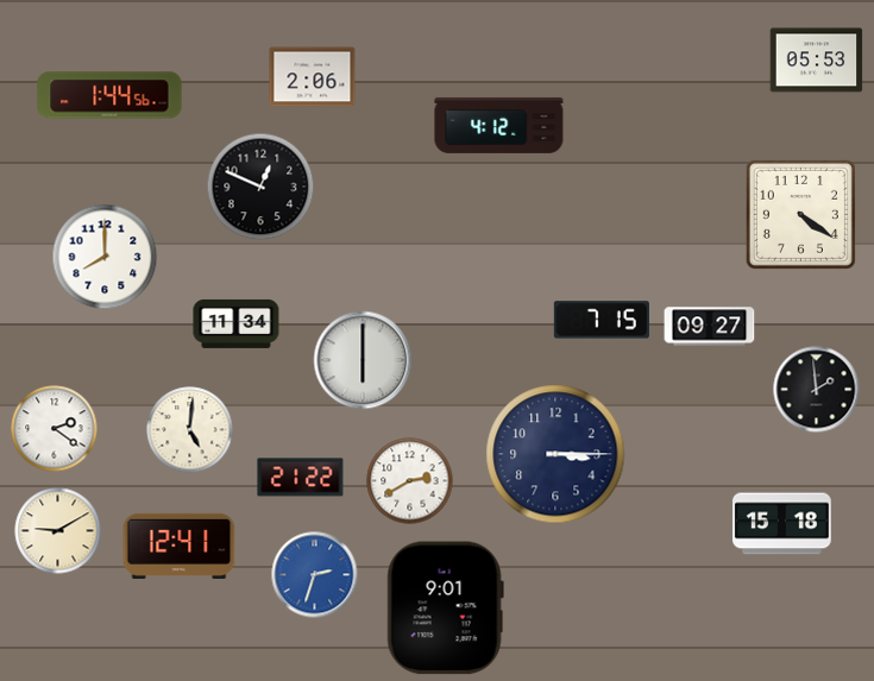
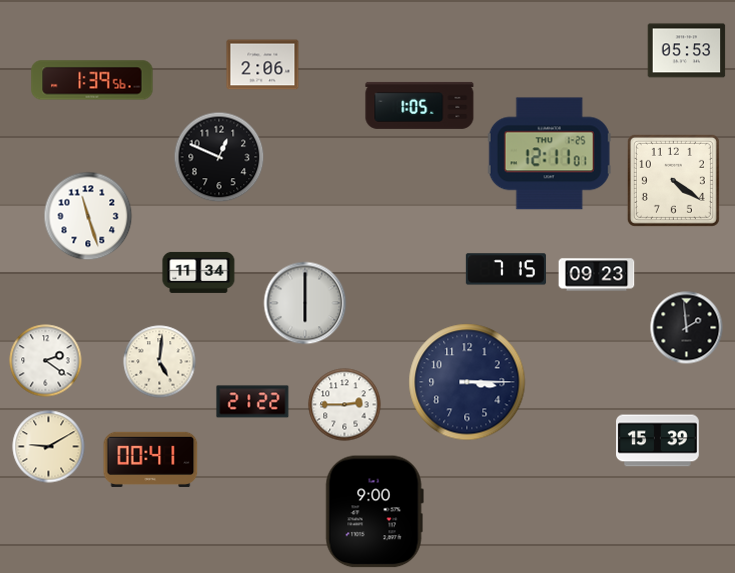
clock at (109, 95): 1:44 -> 1:39
clock at (499, 125): 4:12 -> 1:05
clock at (549, 154): none -> 12:11
clock at (105, 257): 8:00 -> 11:27
clock at (710, 327): 09:27 -> 09:23
clock at (410, 481): 2:40 -> 2:45
clock at (782, 524): 15:18 -> 15:39
clock at (180, 546): 12:41 -> 00:41
clock at (315, 575): 2:33 -> none
clock at (445, 609): 9:01 -> 9:00
